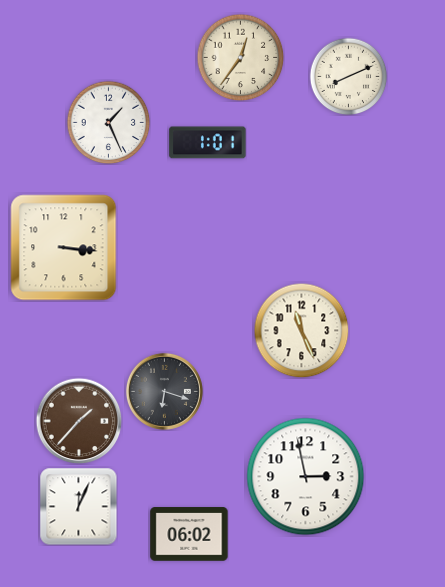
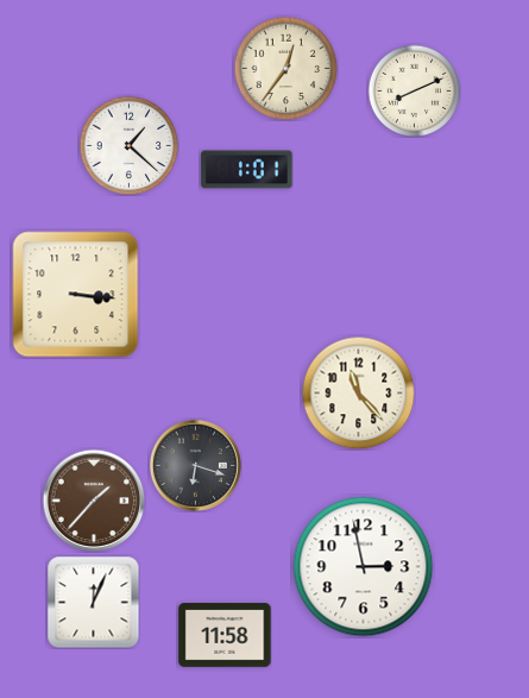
clock at (108, 122): 1:26 -> 1:22
clock at (301, 330): 11:26 -> 11:23
clock at (189, 534): 06:02 -> 11:58
